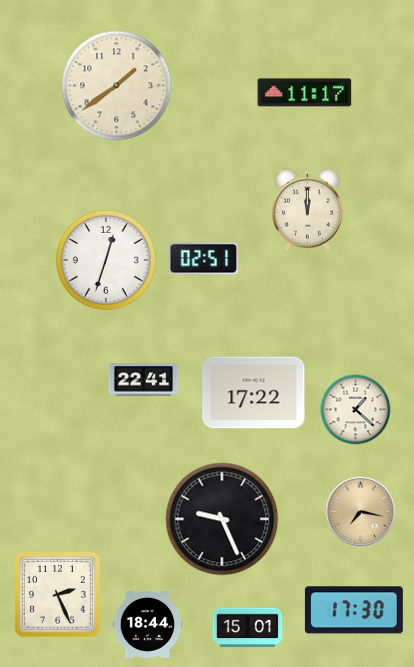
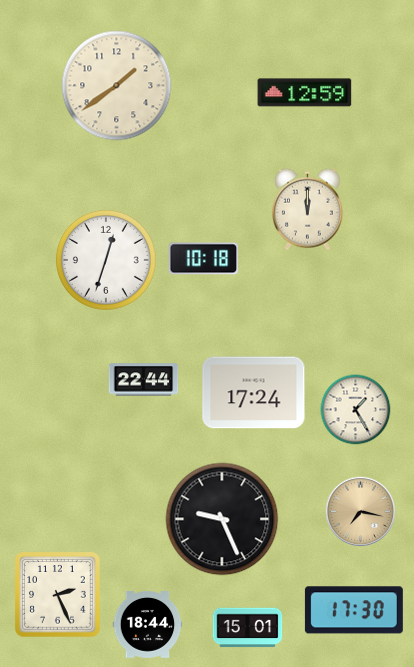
clock at (305, 93): 11:17 -> 12:59
clock at (204, 259): 02:51 -> 10:18
clock at (144, 380): 22:41 -> 22:44
clock at (254, 393): 17:22 -> 17:24
clock at (356, 410): 1:22 -> 1:25
